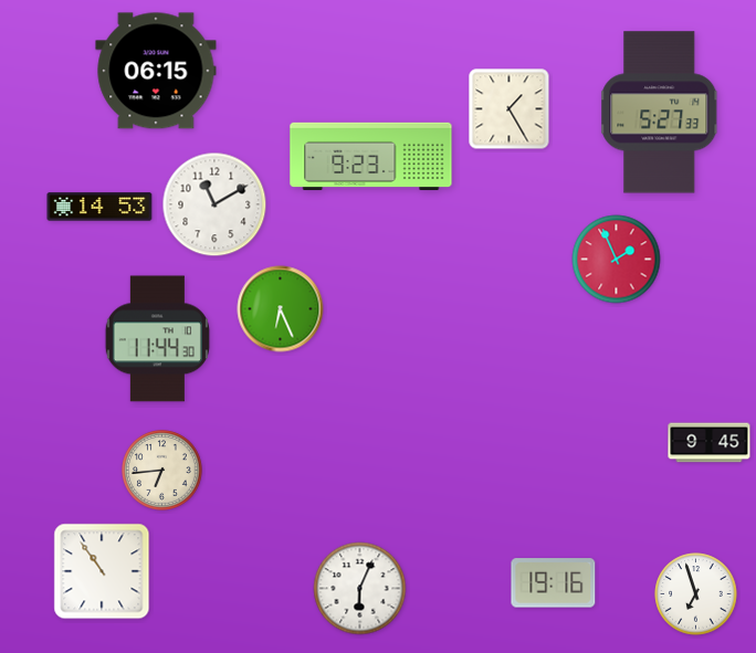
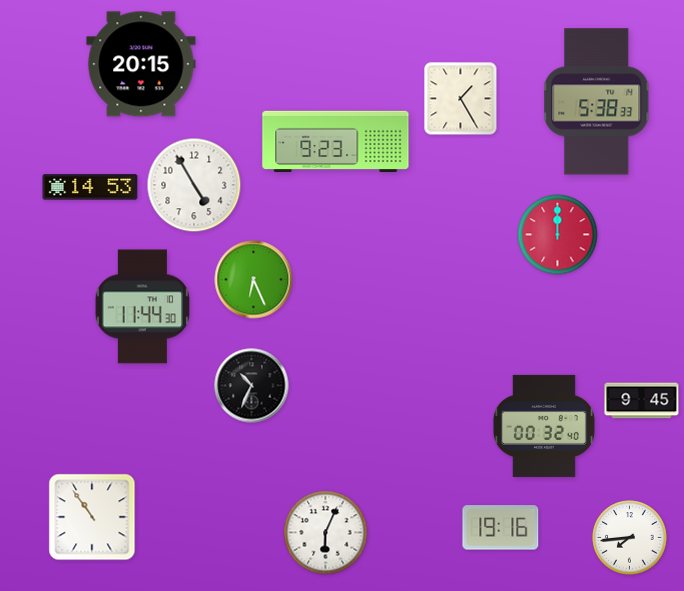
clock at (156, 71): 06:15 -> 20:15
clock at (660, 113): 5:27 -> 5:38
clock at (214, 204): 11:10 -> 4:55
clock at (617, 260): 1:56 -> 12:00
clock at (252, 386): none -> 10:34
clock at (162, 471): 6:44 -> none
clock at (544, 426): none -> 00:32
clock at (696, 594): 6:57 -> 7:44
